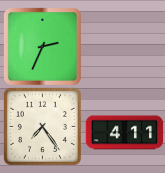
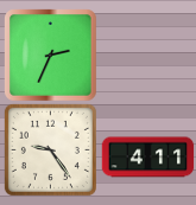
clock at (42, 126): 7:24 -> 9:24
